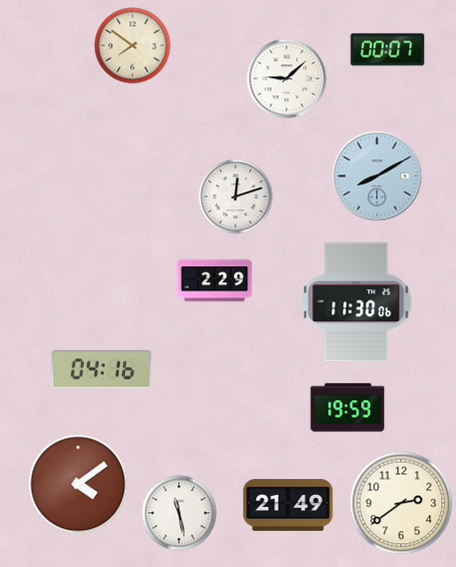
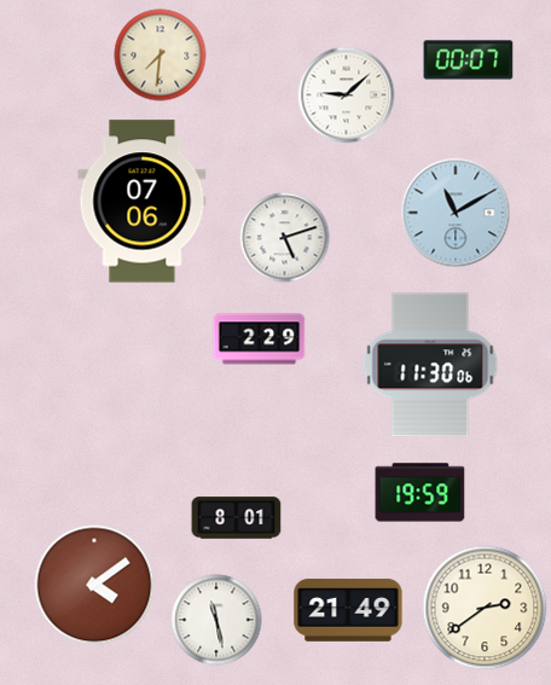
clock at (133, 46): 7:51 -> 7:31
clock at (143, 202): none -> 07:06
clock at (377, 176): 8:10 -> 11:10
clock at (236, 197): 12:12 -> 5:12
clock at (102, 370): 04:16 -> none
clock at (237, 518): none -> 8:01
